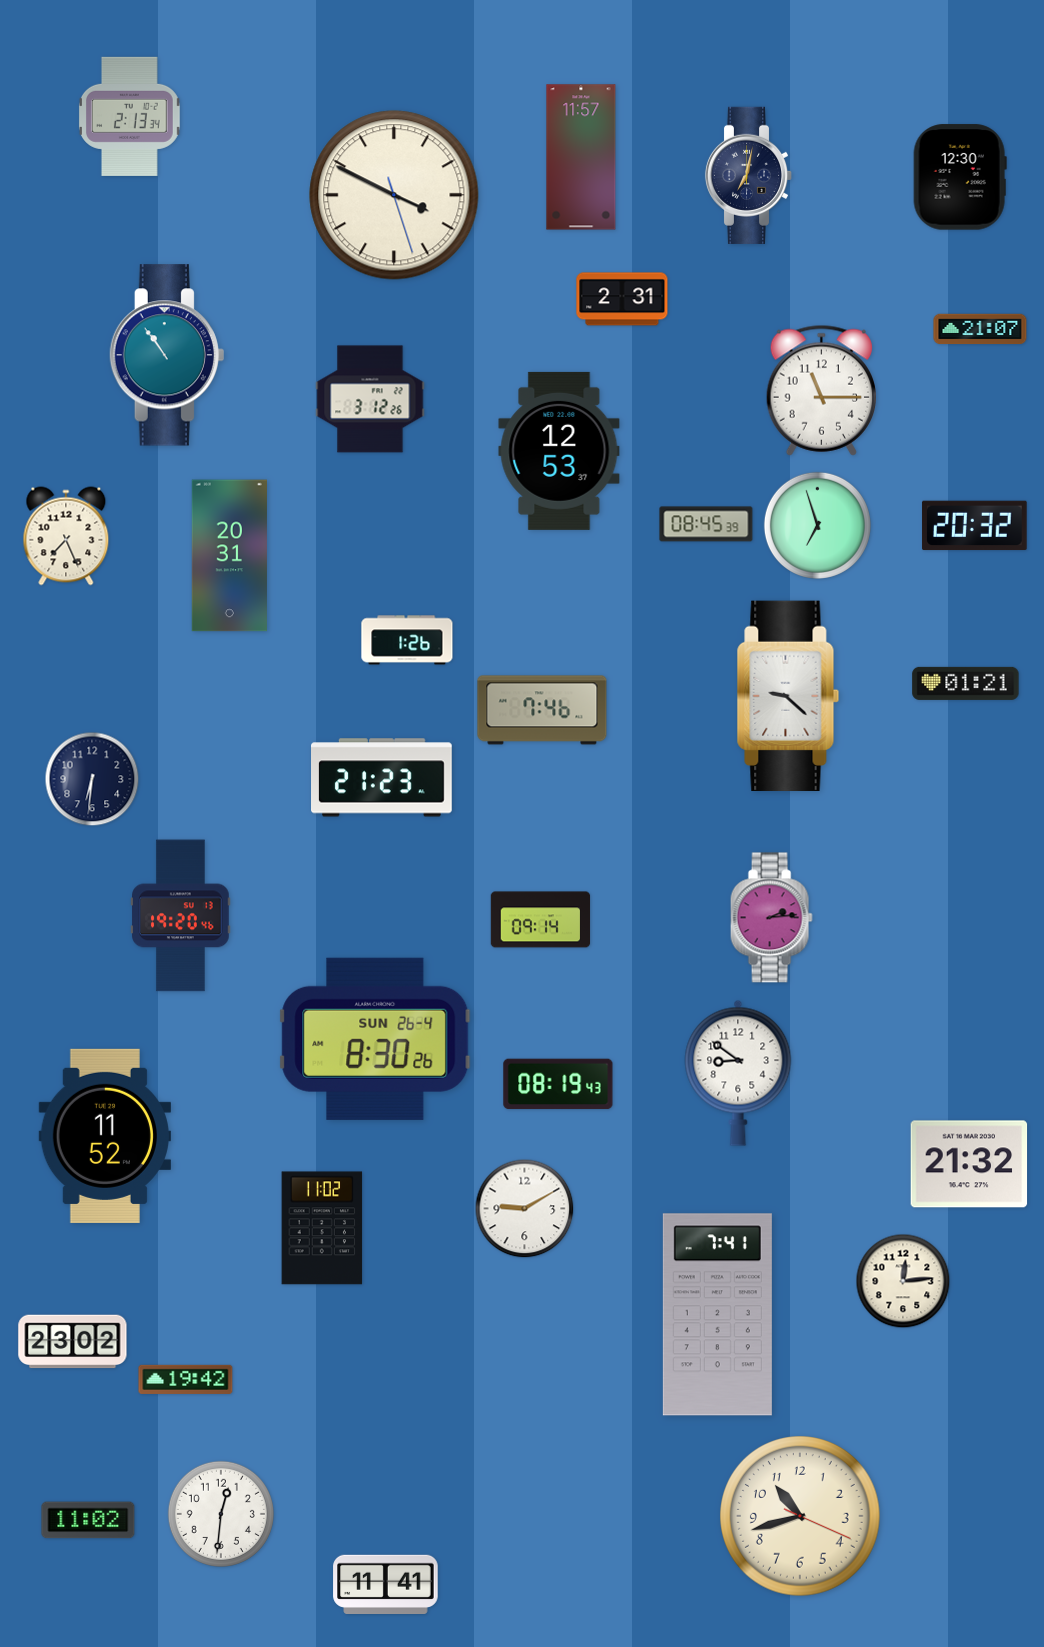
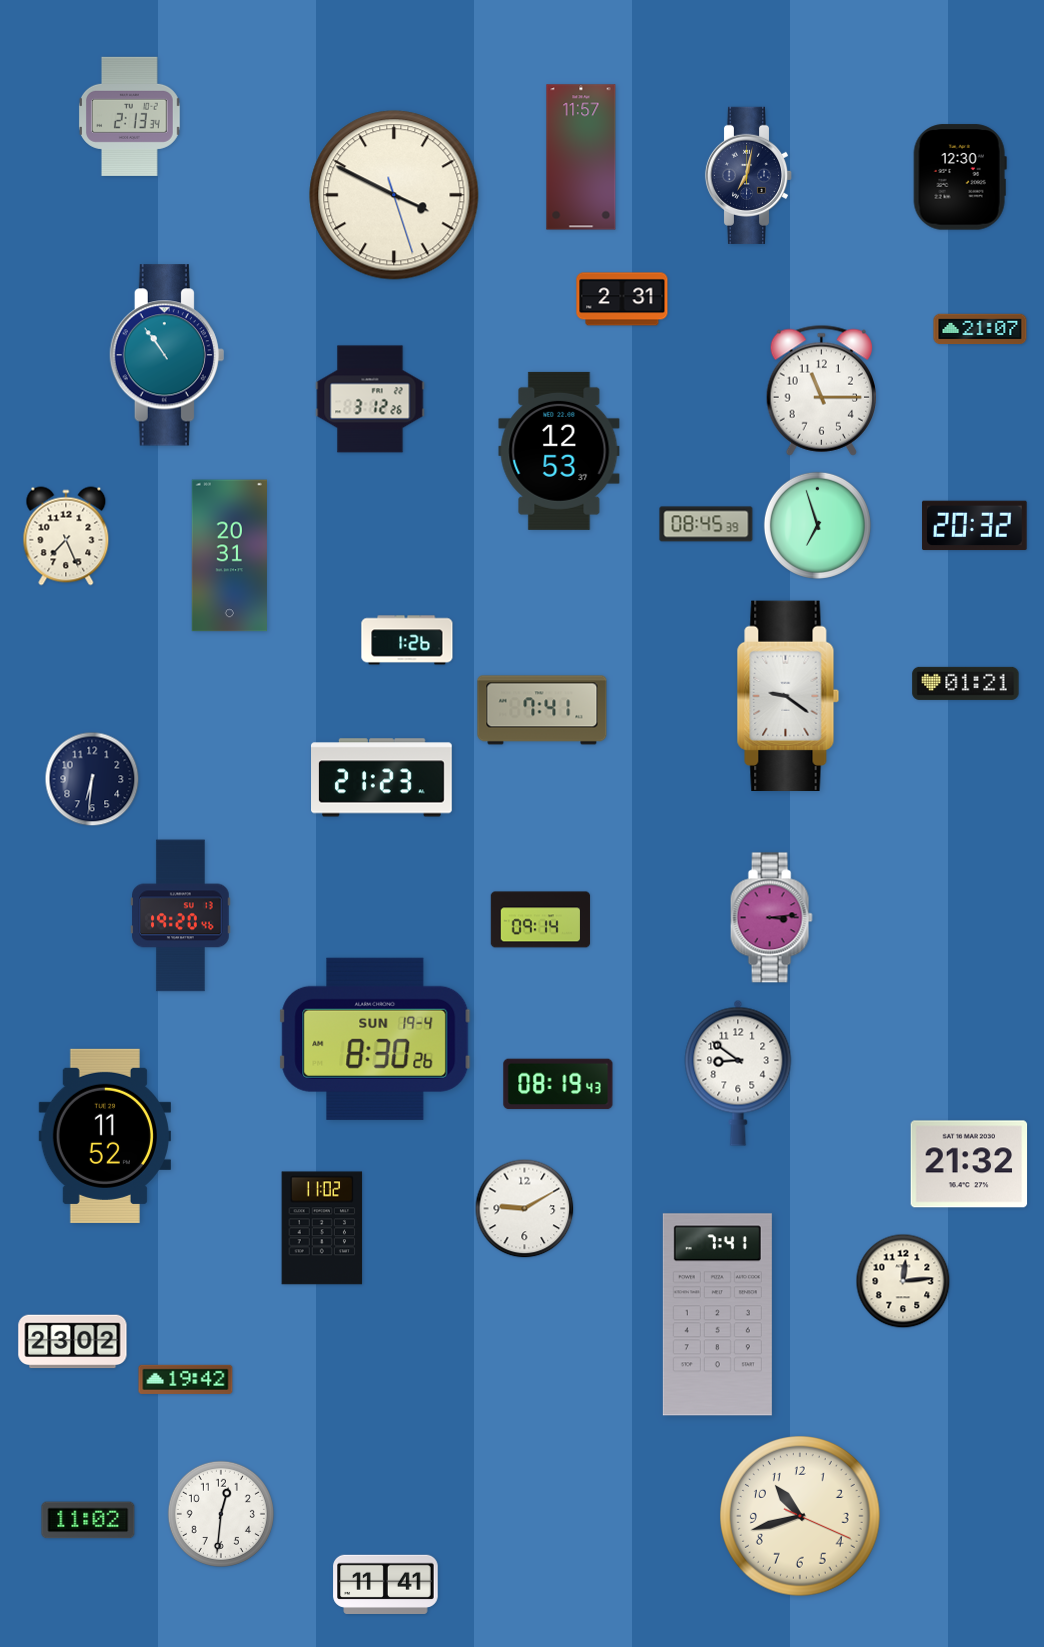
clock at (788, 695): 9:22 -> 9:21
clock at (542, 710): 7:46 -> 7:41
clock at (771, 918): 2:14 -> 3:14
clock at (375, 1039) date: SUN 26-4 -> SUN 19-4
